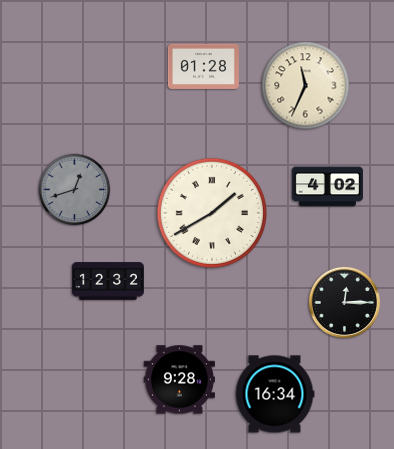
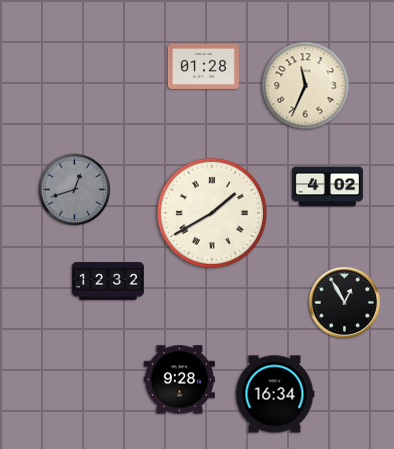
clock at (344, 302): 12:15 -> 12:55
